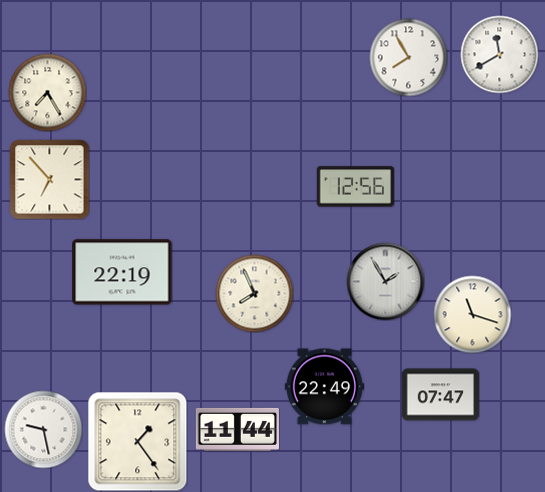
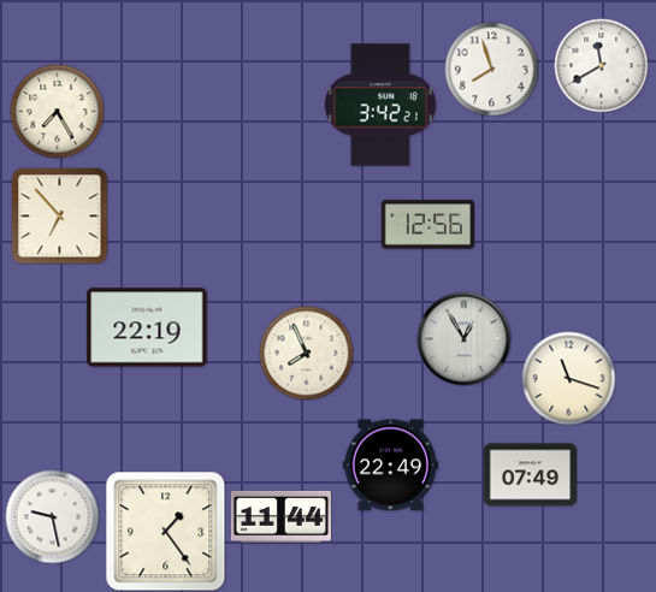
clock at (408, 57): 7:55 -> 7:57
clock at (380, 105): none -> 3:42
clock at (385, 281): 1:55 -> 12:55
clock at (440, 395): 07:47 -> 07:49
clock at (237, 429) position: (237, 429) -> (280, 516)
